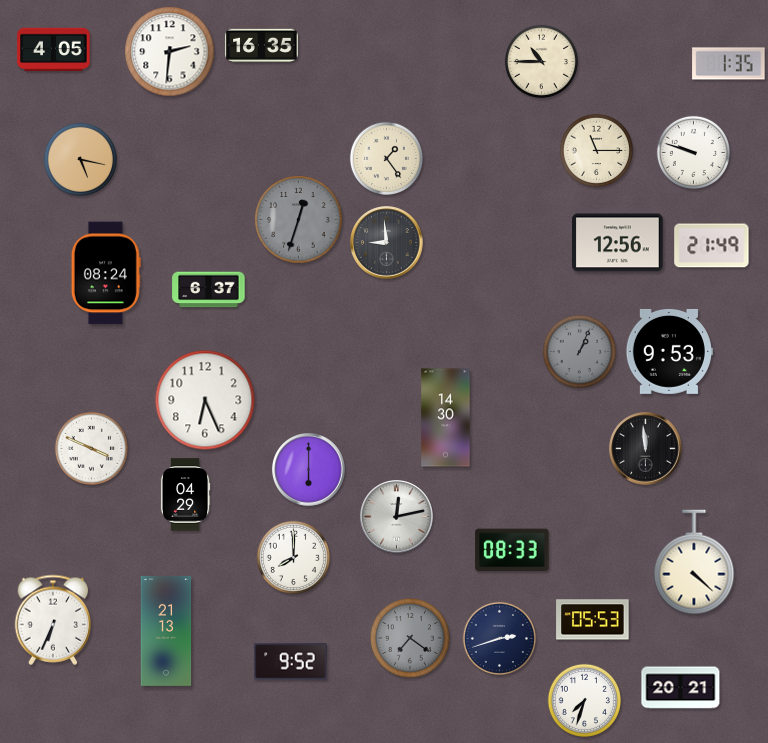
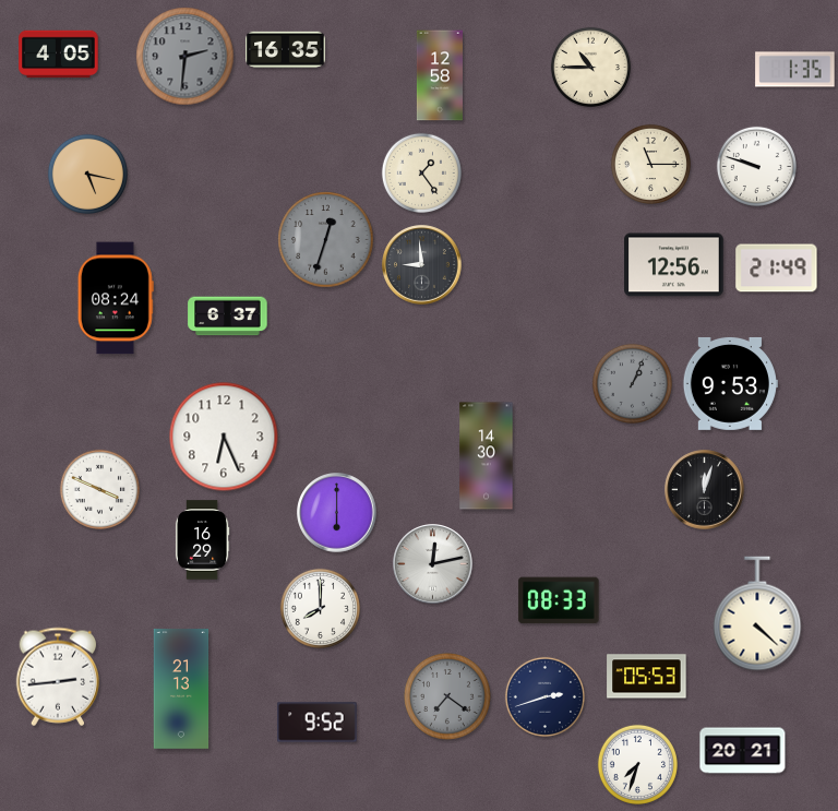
clock at (170, 52) dial: white -> grey
clock at (440, 75): none -> 12:58
clock at (646, 449): 11:59 -> 12:03
clock at (185, 495): 04:29 -> 16:29
clock at (53, 620): 6:34 -> 2:44
